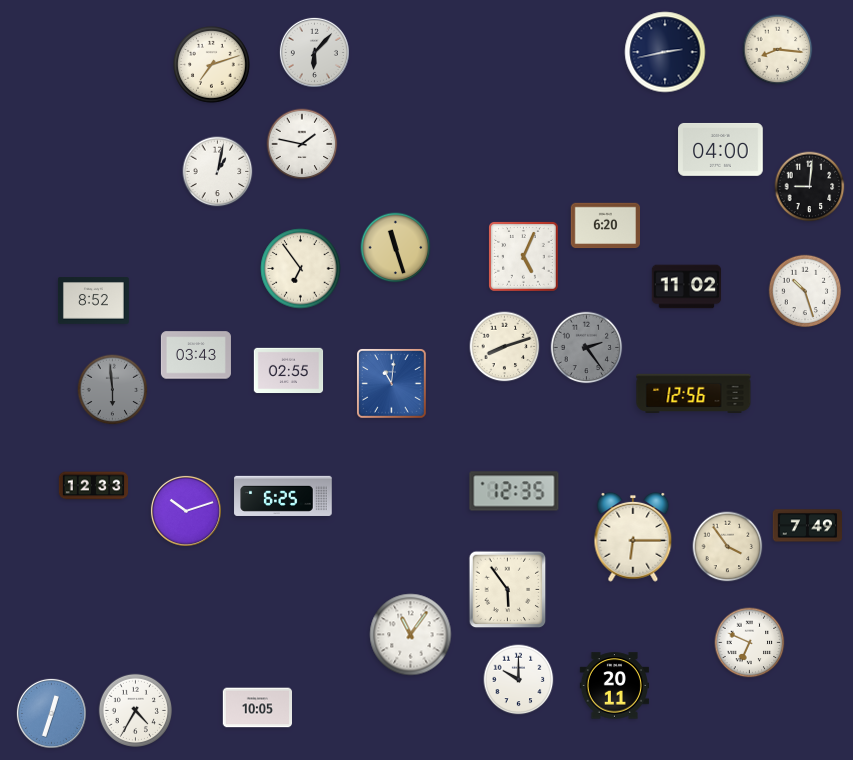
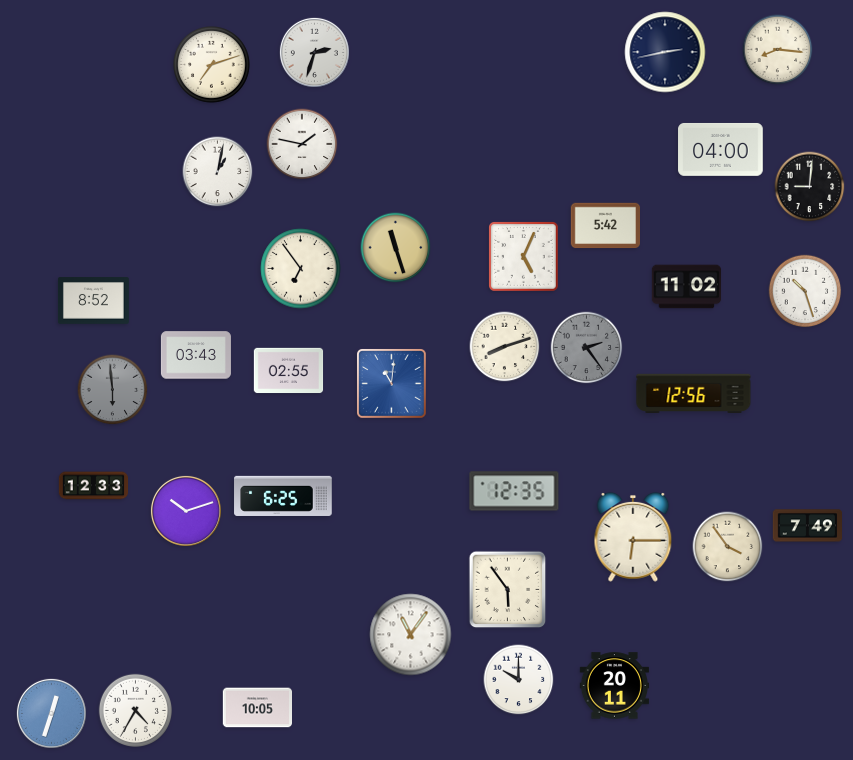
clock at (314, 52): 6:07 -> 2:33
clock at (605, 226): 6:20 -> 5:42
clock at (750, 643): 6:49 -> none
